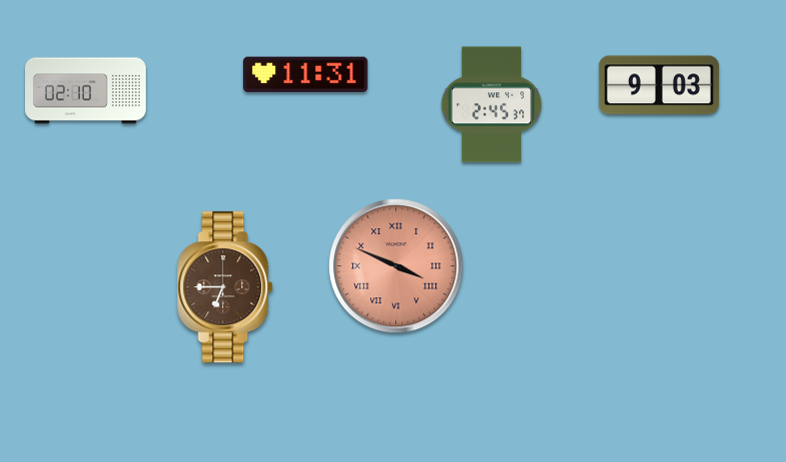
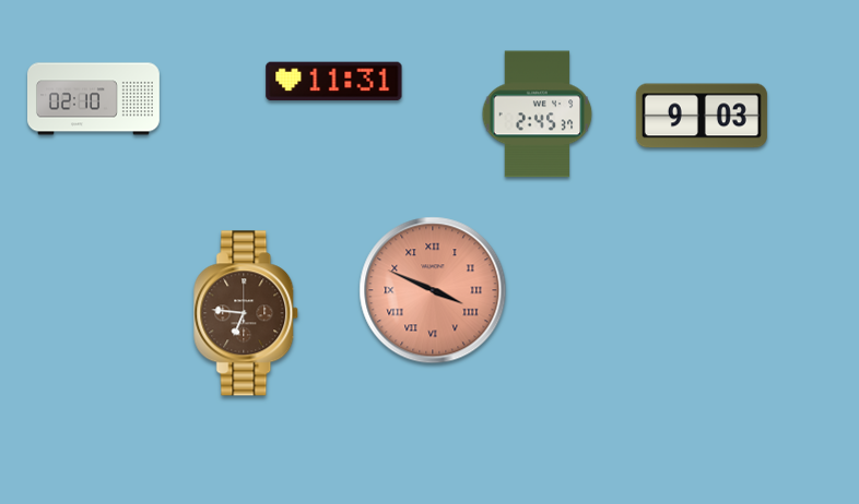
clock at (659, 85) position: (659, 85) -> (702, 116)
clock at (226, 287): 6:45 -> 6:46
